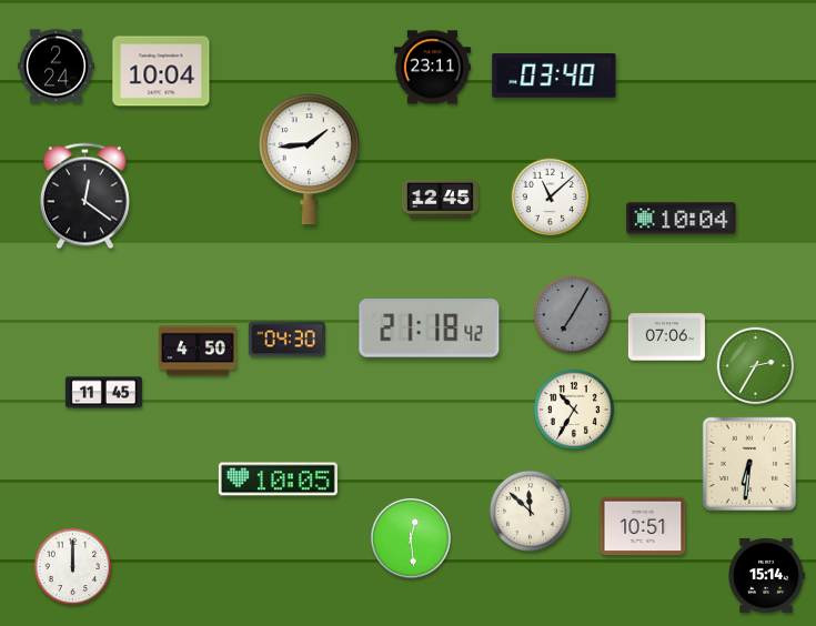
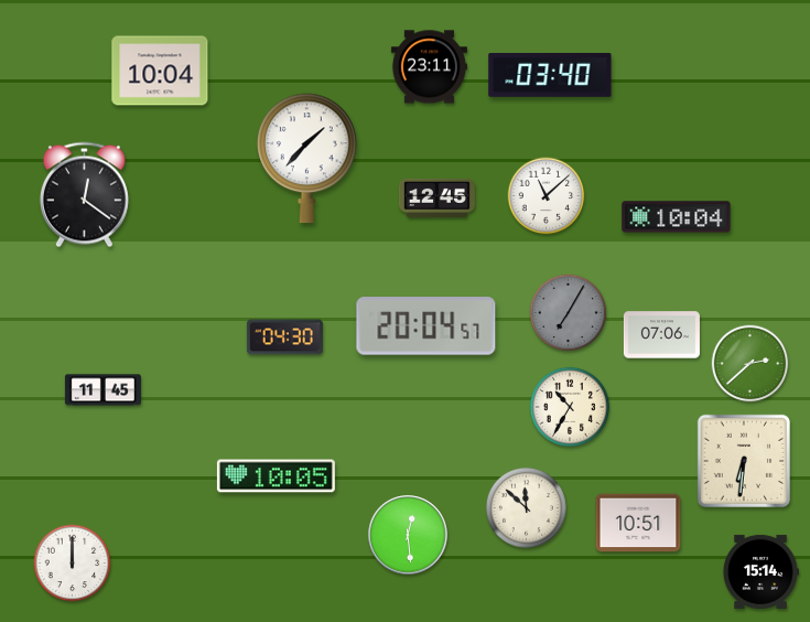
clock at (56, 67): 2:24 -> none
clock at (310, 160): 1:44 -> 1:37
clock at (430, 329): 21:18 -> 20:04
clock at (199, 351): 4:50 -> none
clock at (756, 366): 2:35 -> 2:38
